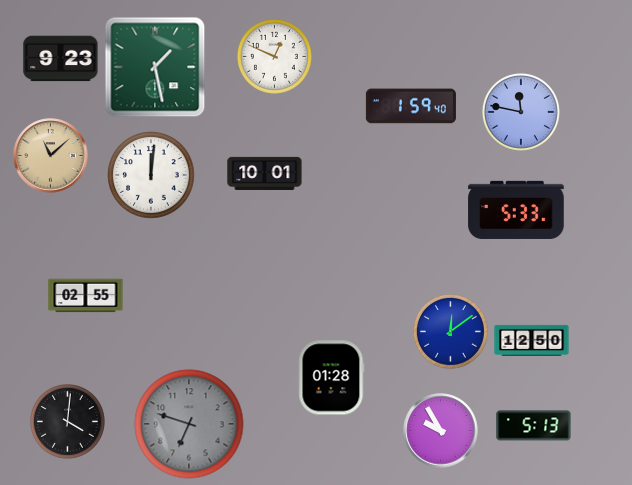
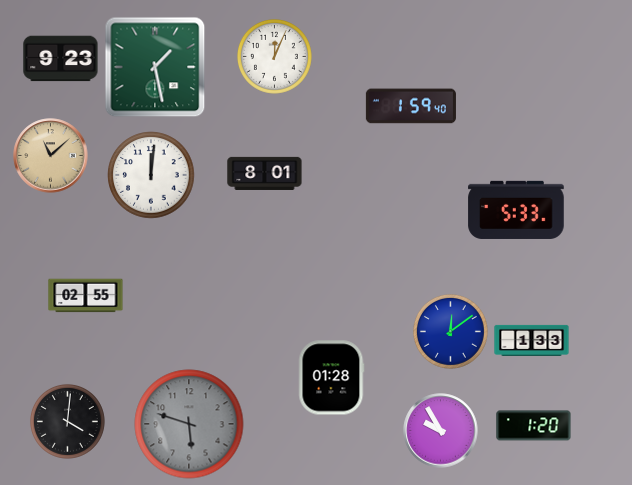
clock at (274, 56): 12:49 -> 12:04
clock at (521, 112): 11:47 -> none
clock at (265, 173): 10:01 -> 8:01
clock at (532, 340): 12:50 -> 1:33
clock at (189, 424): 6:48 -> 5:48
clock at (534, 426): 5:13 -> 1:20
